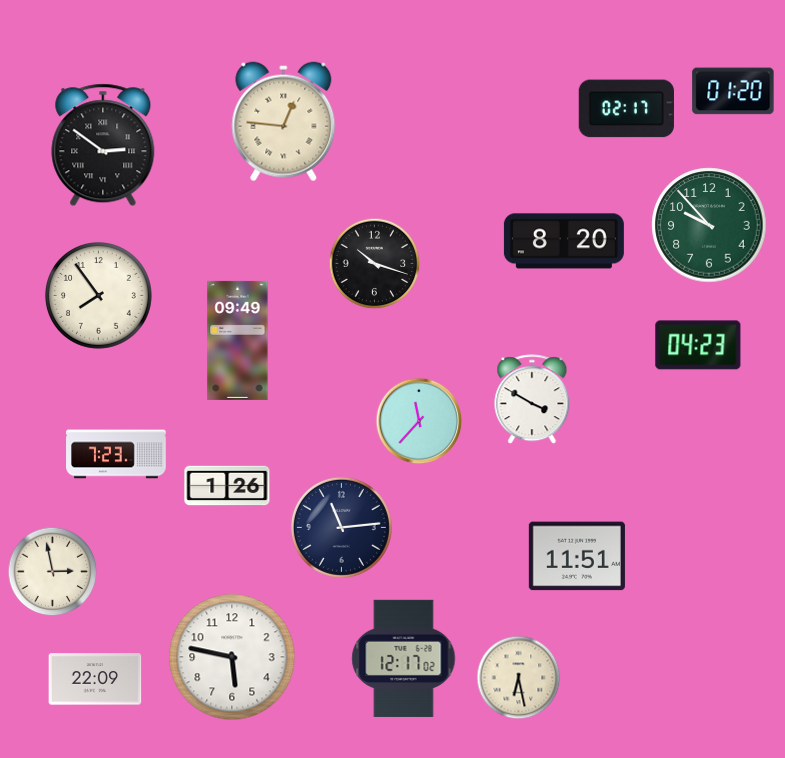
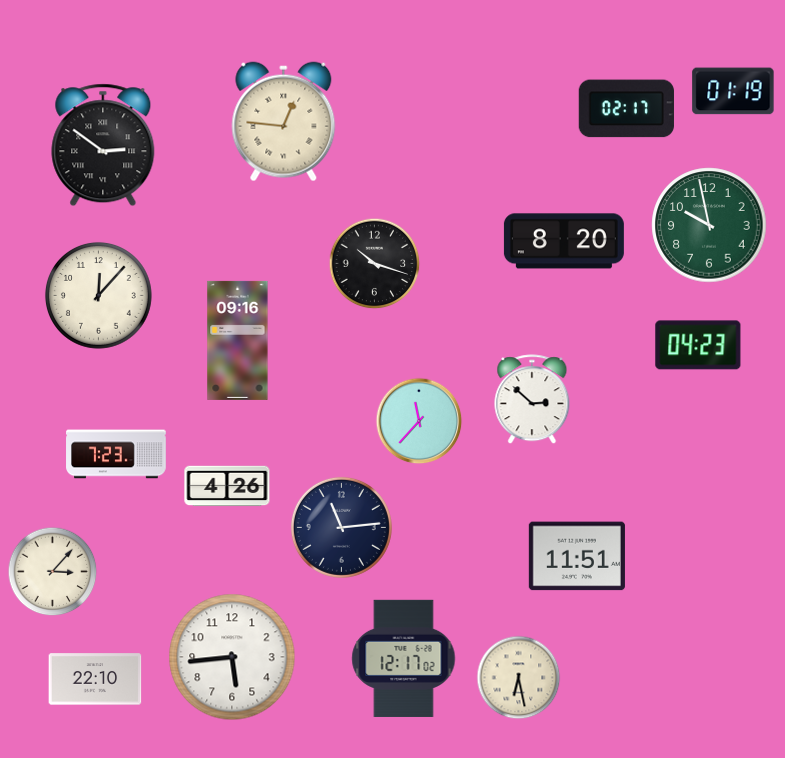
clock at (733, 91): 01:20 -> 01:19
clock at (709, 225): 9:53 -> 9:58
clock at (98, 295): 7:54 -> 12:07
clock at (238, 340): 09:49 -> 09:16
clock at (532, 400): 3:50 -> 2:52
clock at (227, 486): 1:26 -> 4:26
clock at (53, 572): 2:58 -> 3:07
clock at (232, 657): 5:47 -> 5:44
clock at (95, 679): 22:09 -> 22:10
